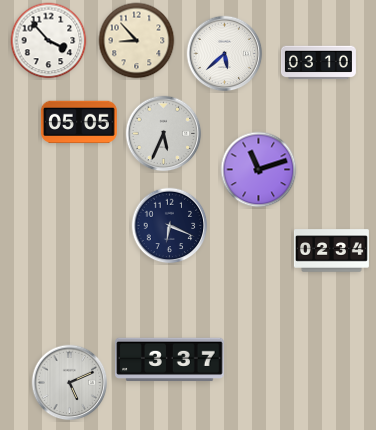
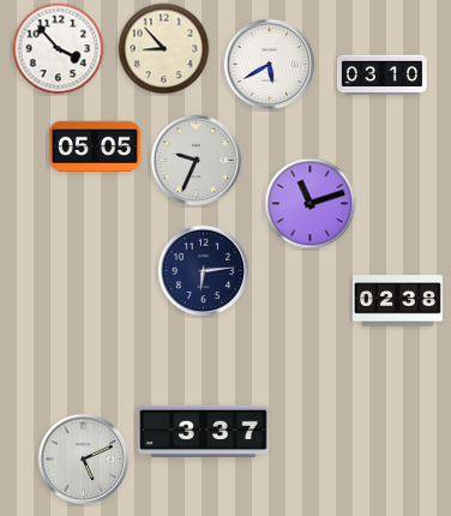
clock at (225, 54): 5:38 -> 5:40
clock at (164, 134): 5:34 -> 9:34
clock at (170, 226): 6:19 -> 6:14
clock at (331, 251): 02:34 -> 02:38
